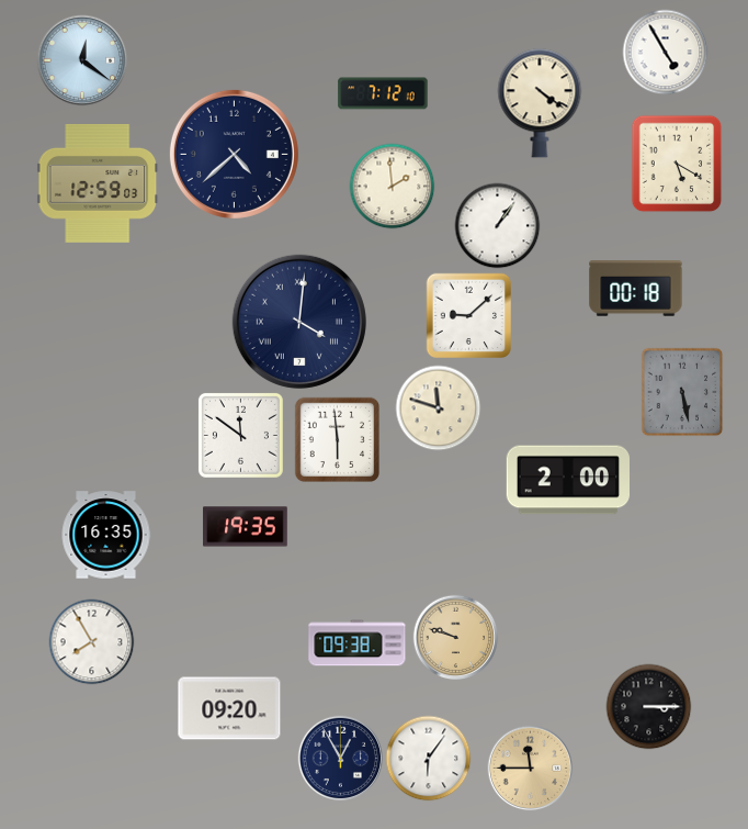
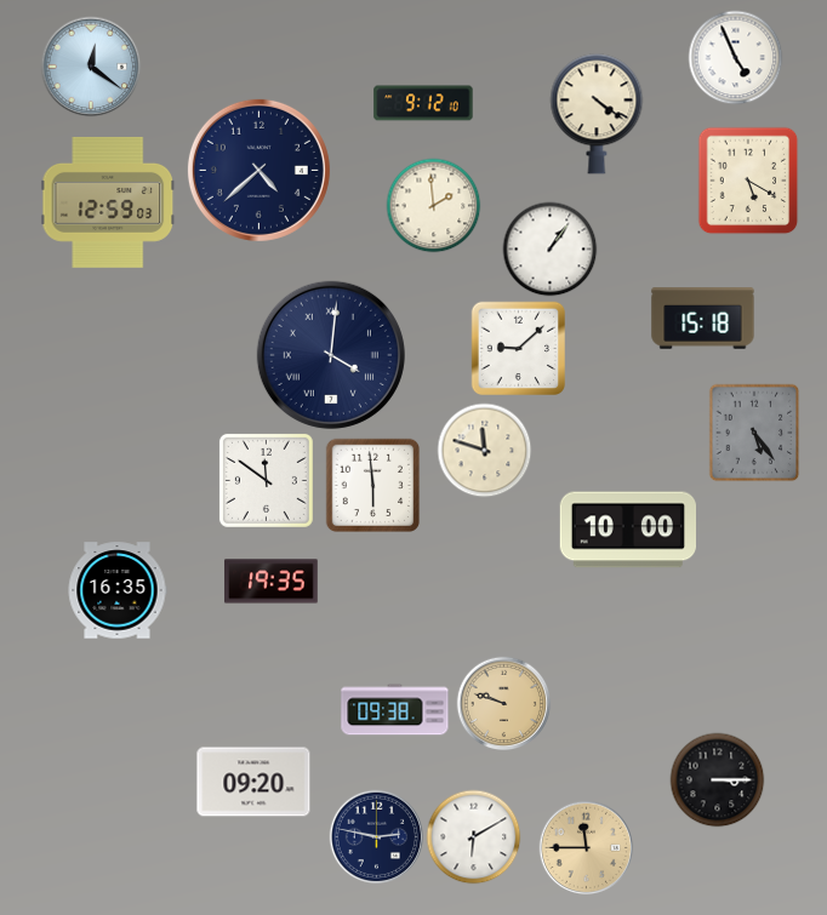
clock at (665, 52): 4:55 -> 4:56
clock at (383, 93): 7:12 -> 9:12
clock at (636, 289): 00:18 -> 15:18
clock at (682, 392): 5:28 -> 5:24
clock at (567, 480): 2:00 -> 10:00
clock at (91, 641): 7:55 -> none
clock at (340, 758): 12:55 -> 2:47
clock at (428, 758): 6:06 -> 6:10
